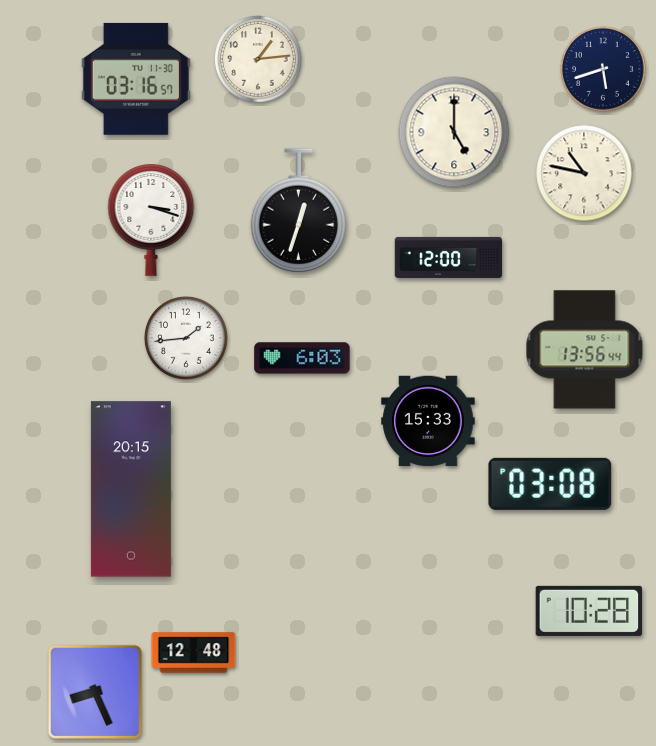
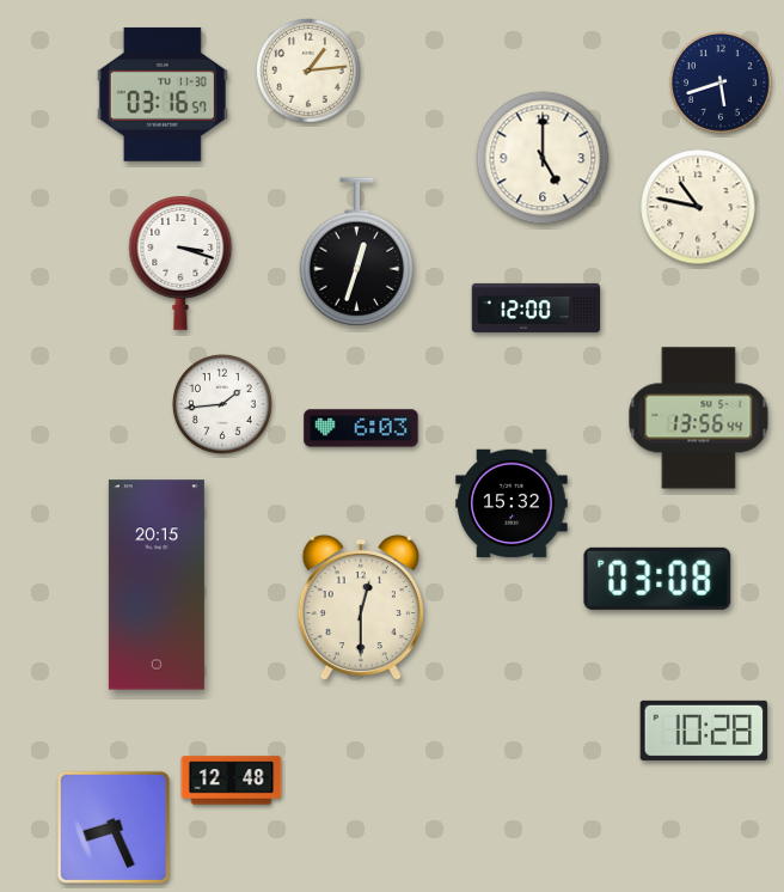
clock at (428, 421): 15:33 -> 15:32
clock at (361, 607): none -> 12:30
